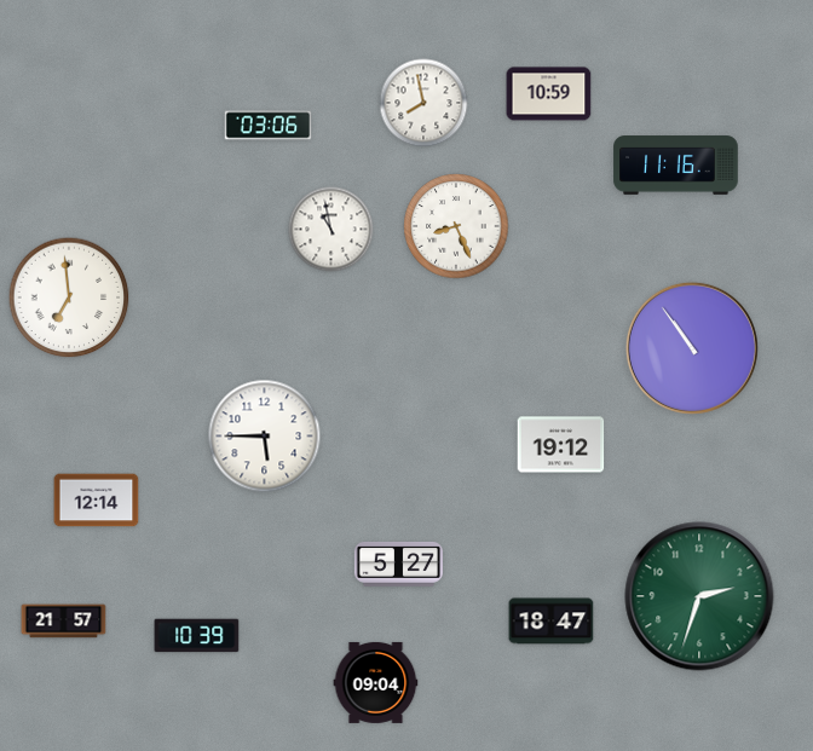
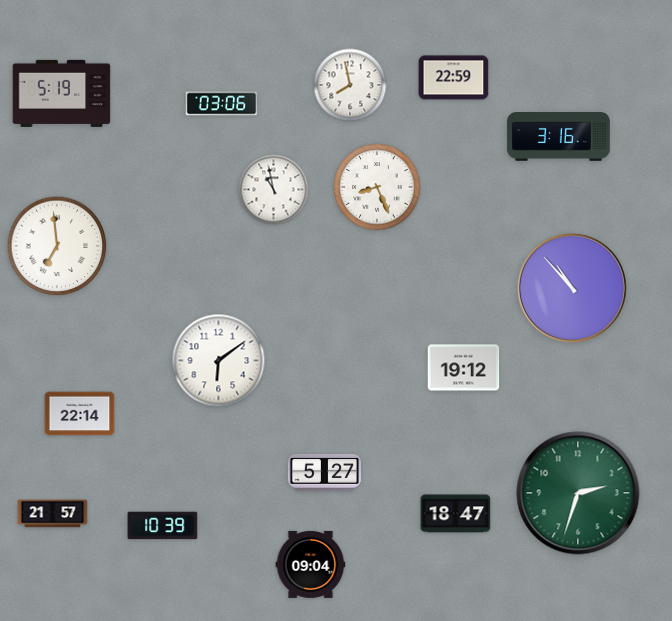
clock at (549, 94): 10:59 -> 22:59
clock at (62, 93): none -> 5:19
clock at (676, 166): 11:16 -> 3:16
clock at (692, 348): 10:54 -> 10:53
clock at (265, 437): 5:45 -> 6:09
clock at (97, 501): 12:14 -> 22:14
clock at (398, 564) position: (398, 564) -> (324, 472)
